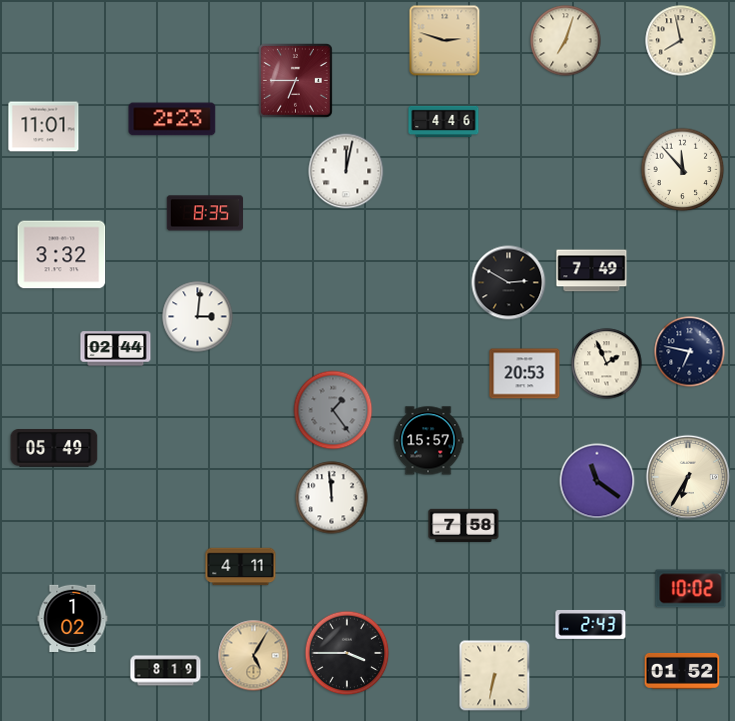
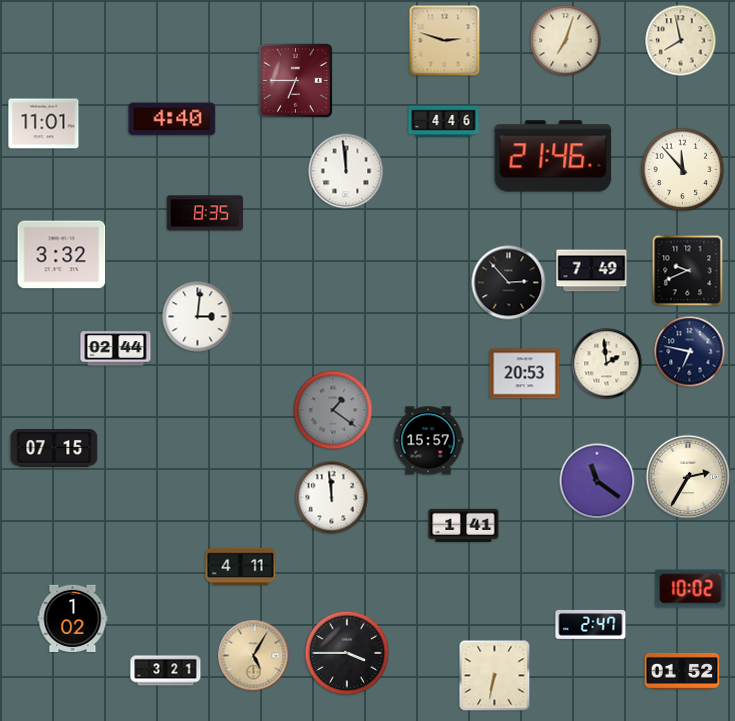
clock at (172, 119): 2:23 -> 4:40
clock at (44, 127) position: (44, 127) -> (44, 124)
clock at (553, 156): none -> 21:46
clock at (346, 171): 12:02 -> 11:59
clock at (688, 271): none -> 9:41
clock at (509, 283): 2:50 -> 2:53
clock at (607, 364): 1:56 -> 1:59
clock at (333, 410): 1:24 -> 1:21
clock at (54, 448): 05:49 -> 07:15
clock at (688, 477): 6:35 -> 2:35
clock at (464, 525): 7:58 -> 1:41
clock at (591, 624): 2:43 -> 2:47
clock at (166, 671): 8:19 -> 3:21
